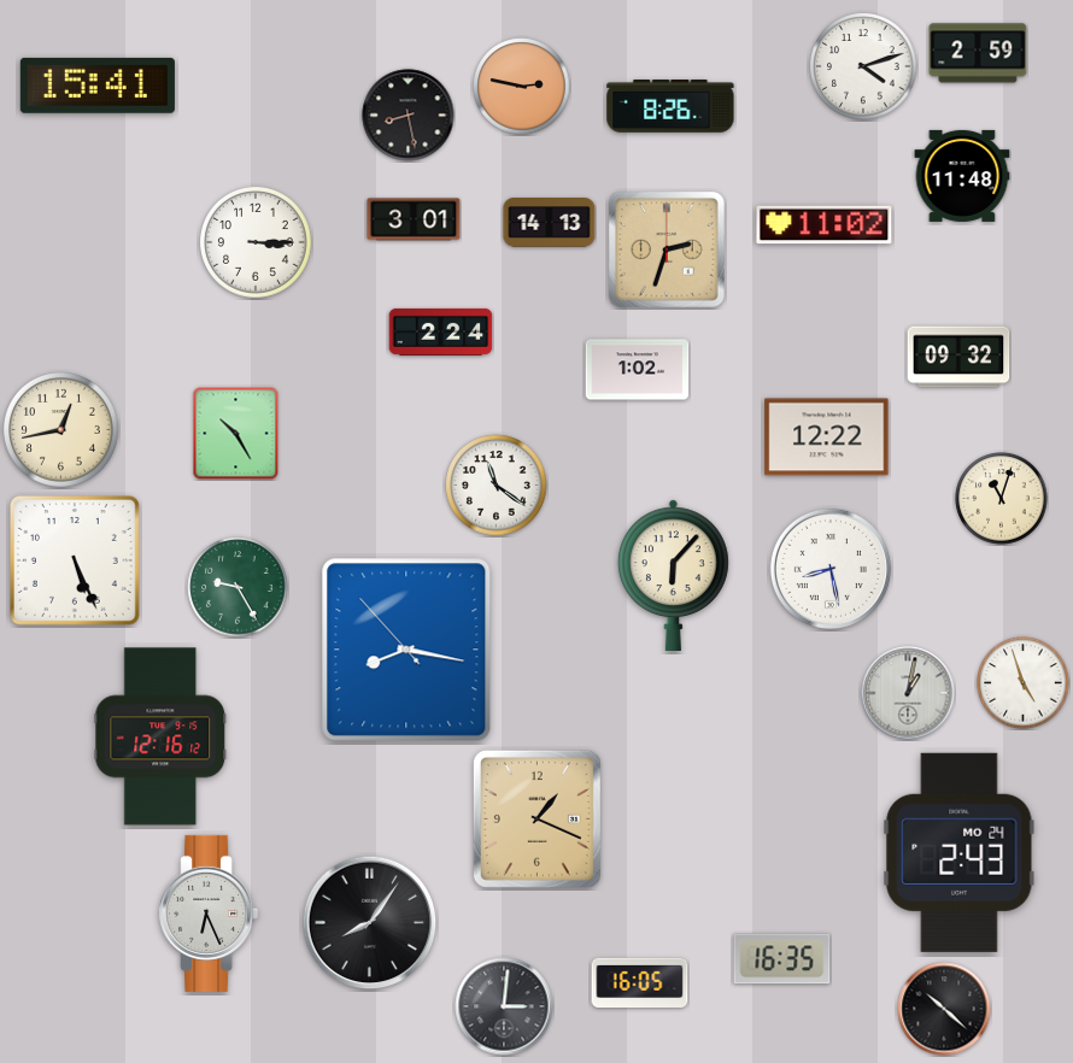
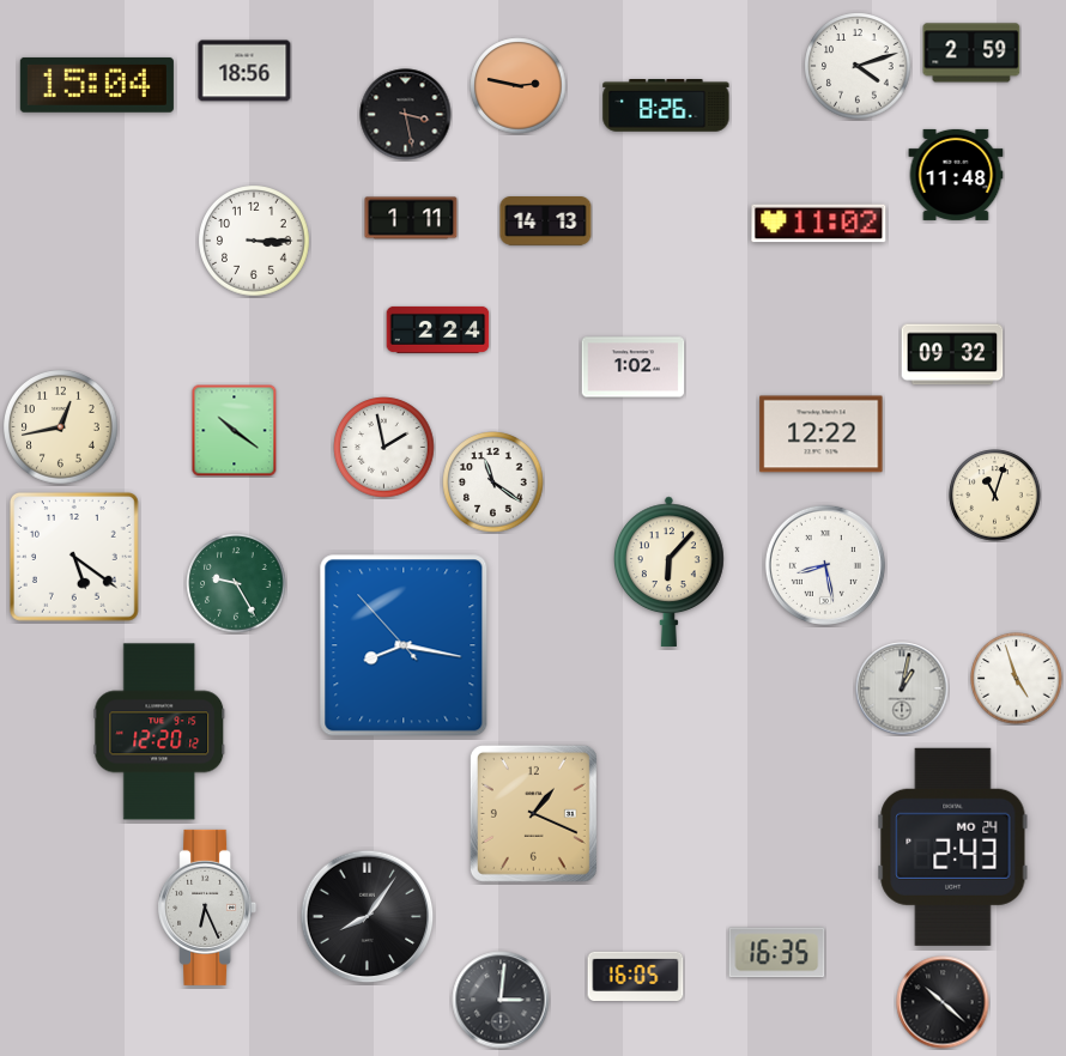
clock at (244, 71): none -> 18:56
clock at (98, 86): 15:41 -> 15:04
clock at (409, 116): 8:28 -> 3:28
clock at (414, 219): 3:01 -> 1:11
clock at (667, 249): 2:33 -> none
clock at (236, 433): 10:25 -> 10:21
clock at (384, 448): none -> 1:58
clock at (75, 560): 5:26 -> 5:21
clock at (160, 736): 12:16 -> 12:20
clock at (944, 1009) position: (944, 1009) -> (943, 1002)
